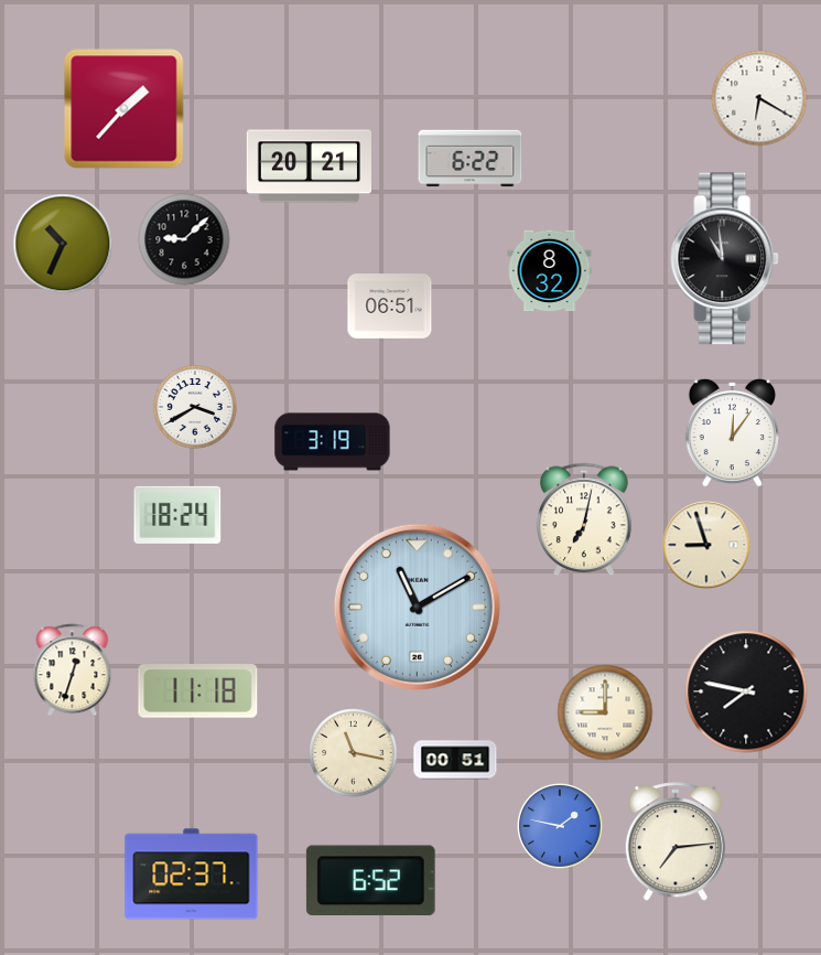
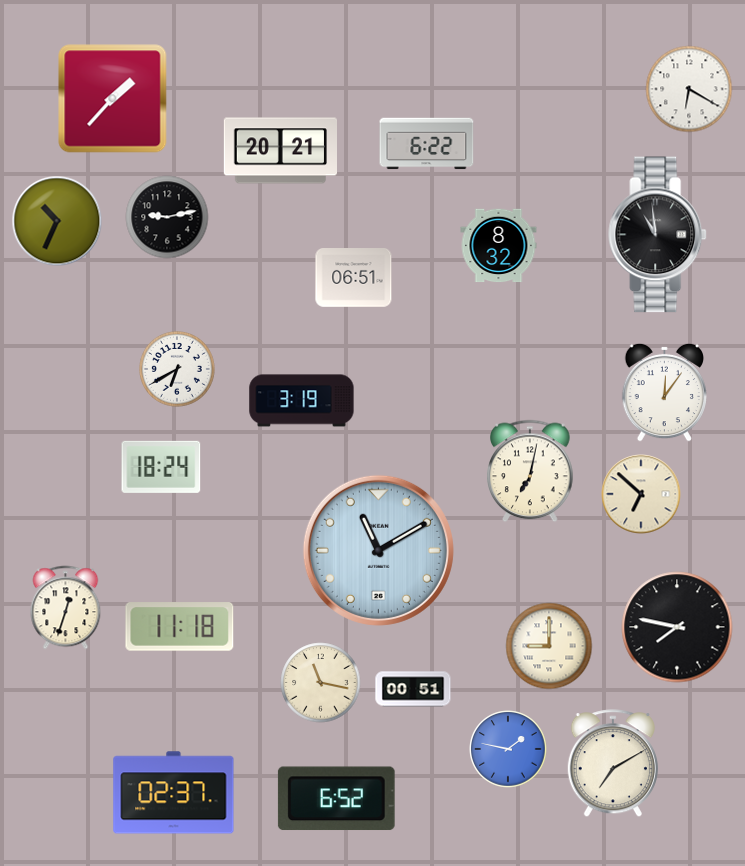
clock at (184, 239): 9:08 -> 9:13
clock at (196, 408): 3:40 -> 6:40
clock at (706, 545): 8:57 -> 6:52
clock at (676, 843): 7:14 -> 7:10
